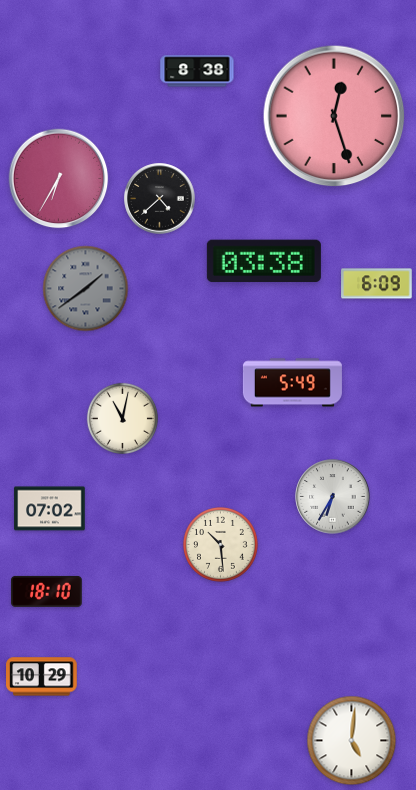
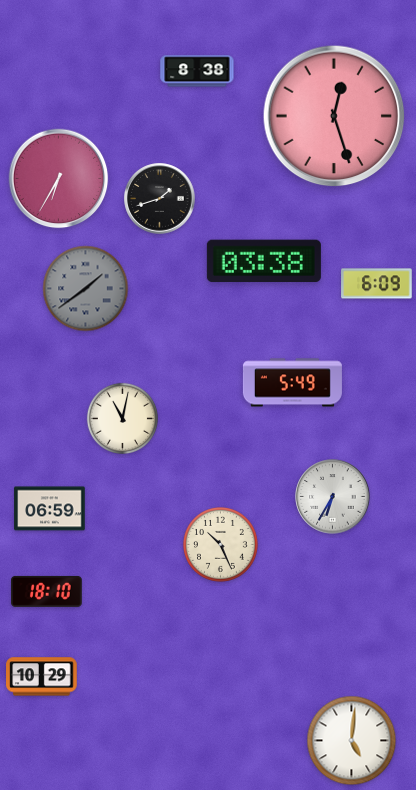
clock at (160, 199): 4:38 -> 1:42
clock at (50, 509): 07:02 -> 06:59
clock at (220, 544): 10:29 -> 10:26
